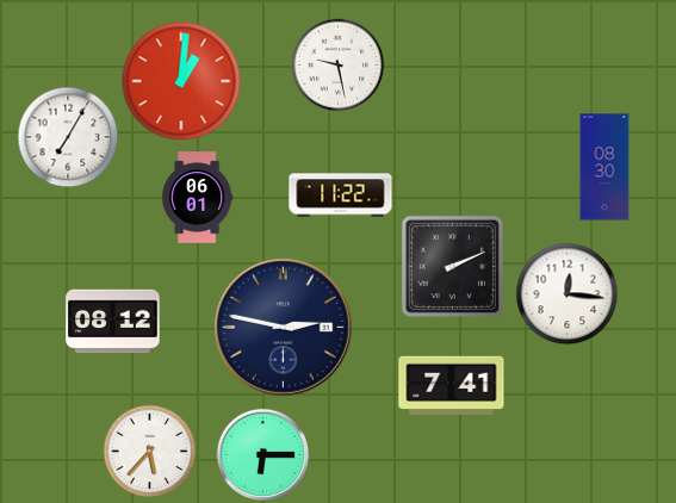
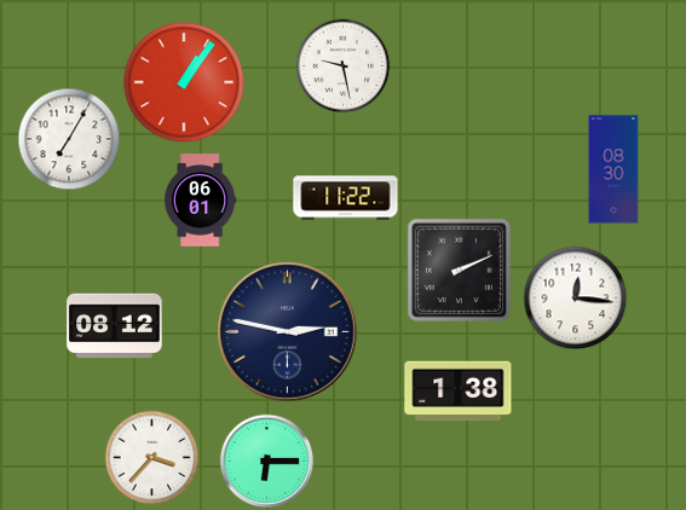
clock at (181, 81): 1:01 -> 1:06
clock at (452, 386): 7:41 -> 1:38
clock at (149, 451): 5:37 -> 3:37
